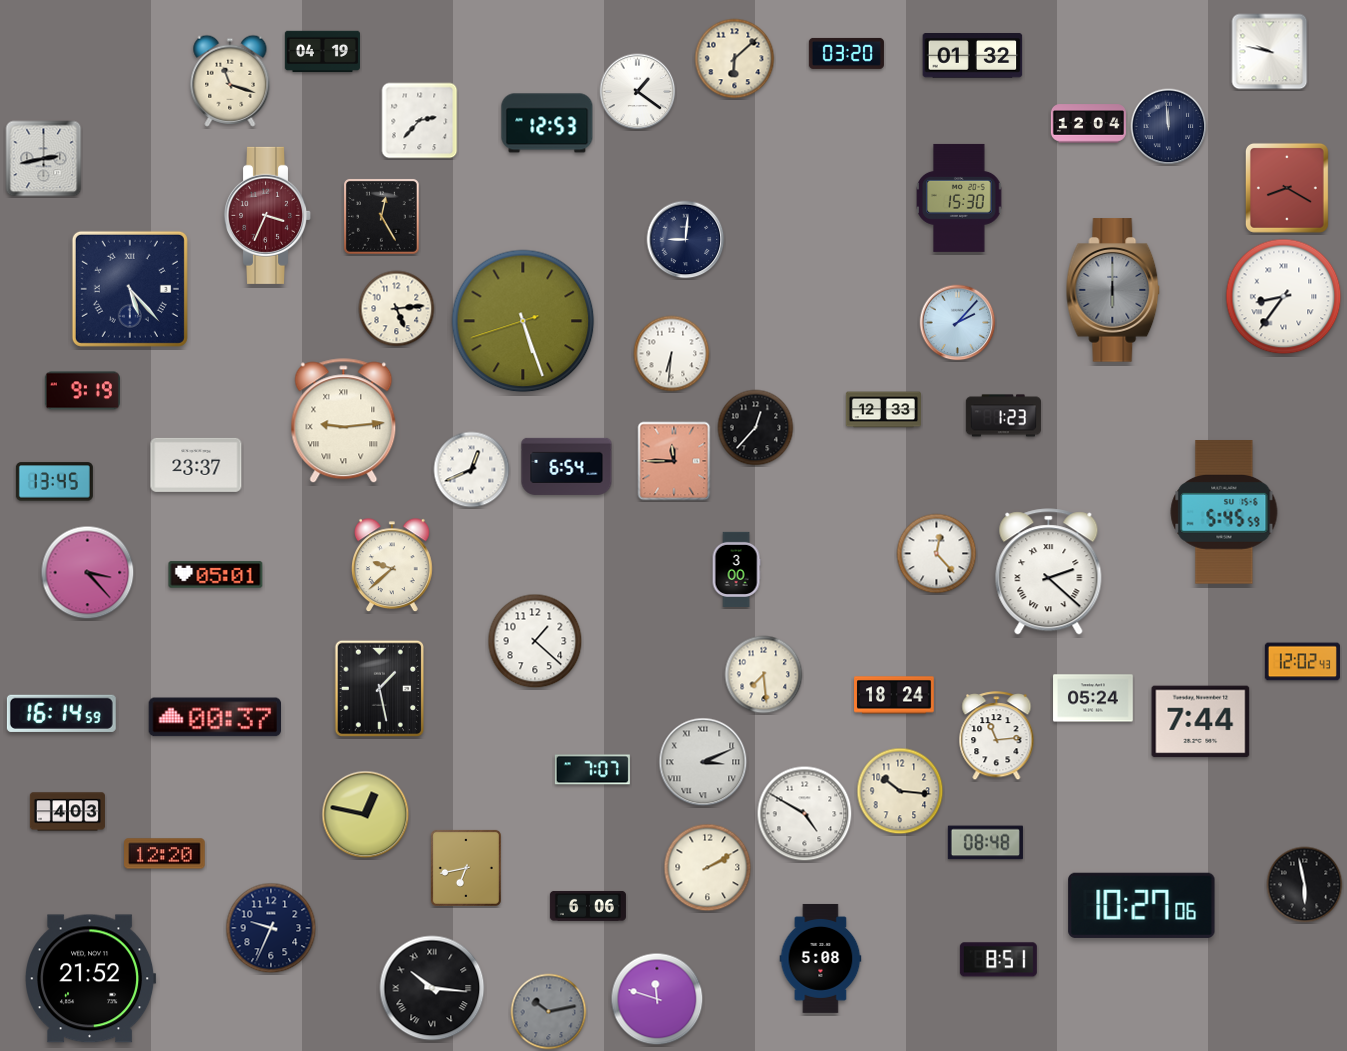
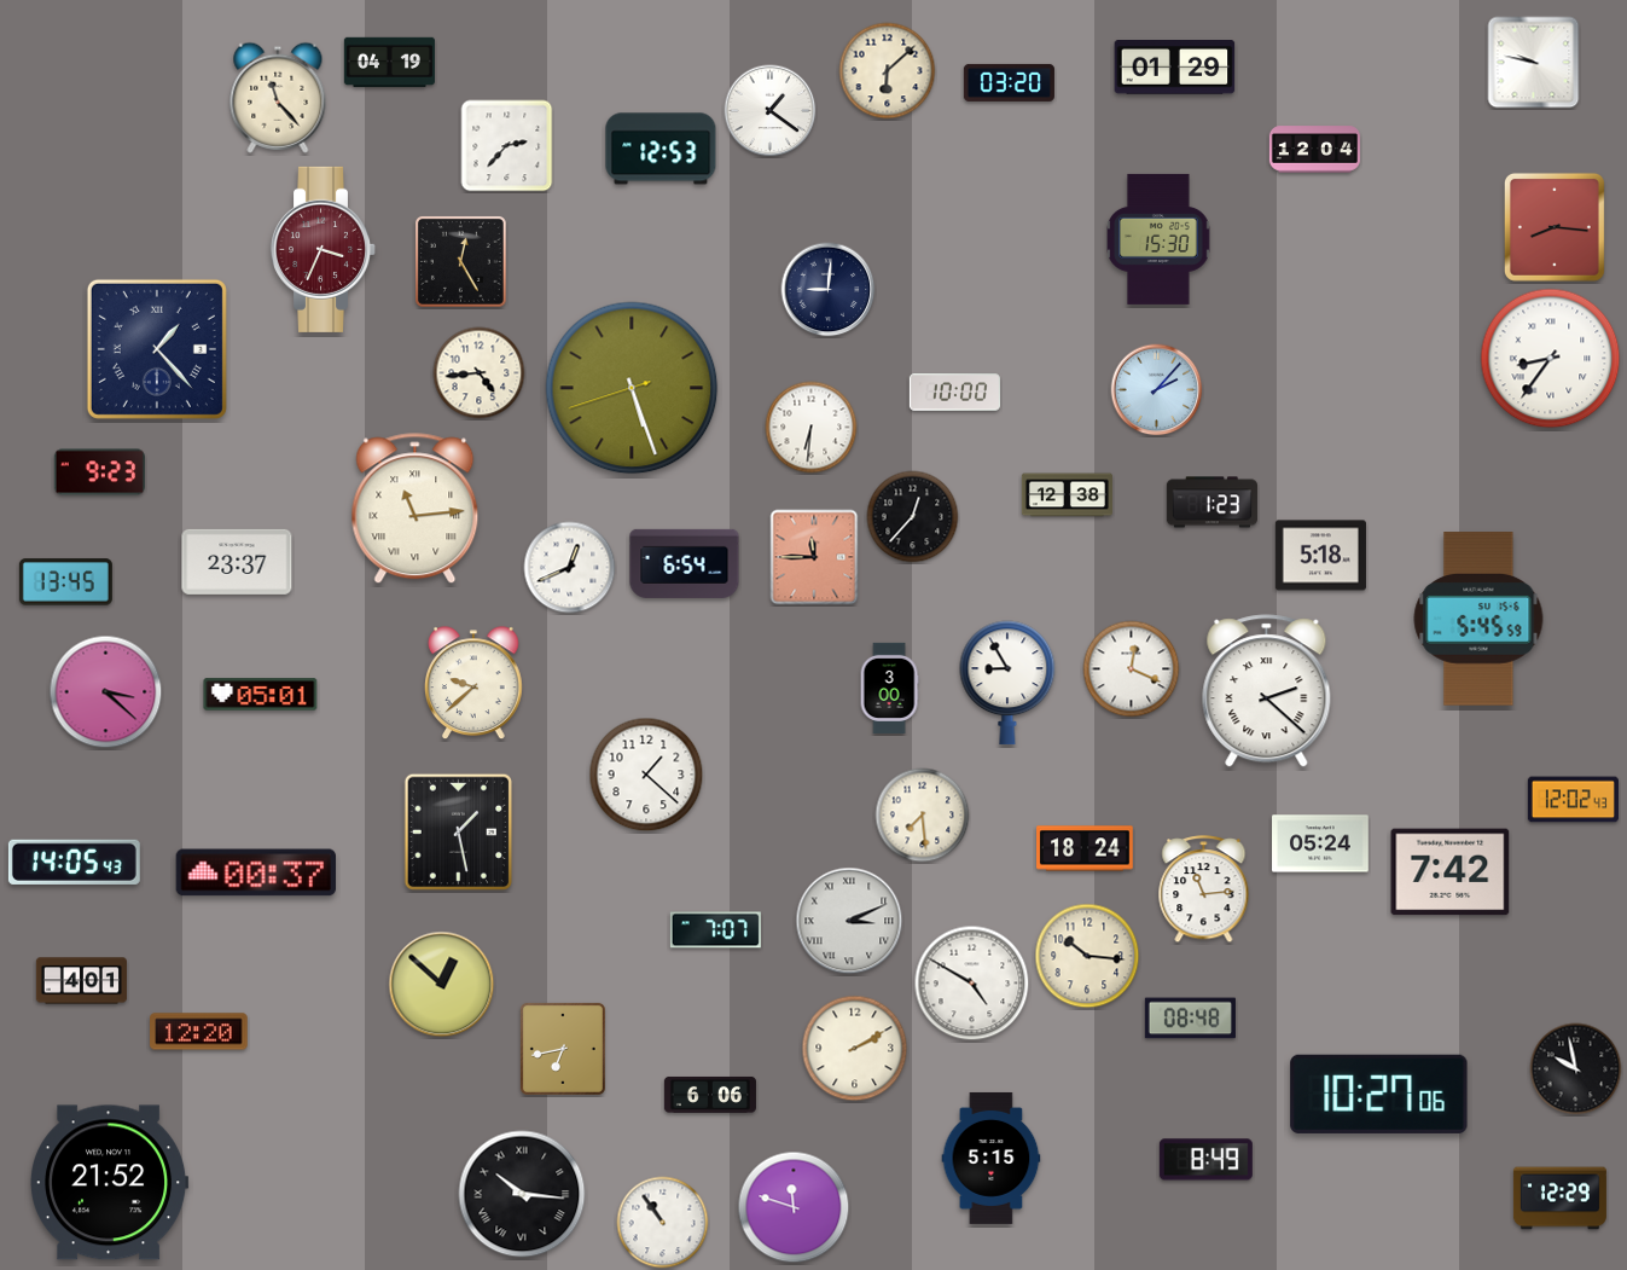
clock at (846, 53) position: (846, 53) -> (1009, 82)
clock at (973, 56): 01:32 -> 01:29
clock at (230, 81): 11:18 -> 11:23
clock at (1169, 127): 11:59 -> none
clock at (44, 159): 2:43 -> none
clock at (1287, 188): 8:20 -> 8:16
clock at (267, 215) position: (267, 215) -> (323, 249)
clock at (130, 289): 5:23 -> 1:23
clock at (1113, 290): 6:00 -> none
clock at (397, 309): 5:14 -> 4:44
clock at (954, 393): none -> 10:00
clock at (82, 391): 9:19 -> 9:23
clock at (883, 410): 12:33 -> 12:38
clock at (344, 421): 9:14 -> 11:14
clock at (1320, 556): none -> 5:18
clock at (937, 554): 12:23 -> 12:19
clock at (1007, 683): none -> 8:55
clock at (88, 573): 3:23 -> 3:22
clock at (894, 695) position: (894, 695) -> (1085, 848)
clock at (61, 713): 16:14 -> 14:05
clock at (215, 717) position: (215, 717) -> (256, 872)
clock at (1201, 722): 7:44 -> 7:42
clock at (67, 812): 4:03 -> 4:01
clock at (366, 815): 12:47 -> 12:52
clock at (1305, 885): 5:58 -> 9:58
clock at (271, 928): 9:34 -> none
clock at (821, 958): 5:08 -> 5:15
clock at (998, 960): 8:51 -> 8:49
clock at (1559, 1199): none -> 12:29
clock at (549, 1012): 10:13 -> 10:54
clock at (549, 1012) dial: grey -> white
